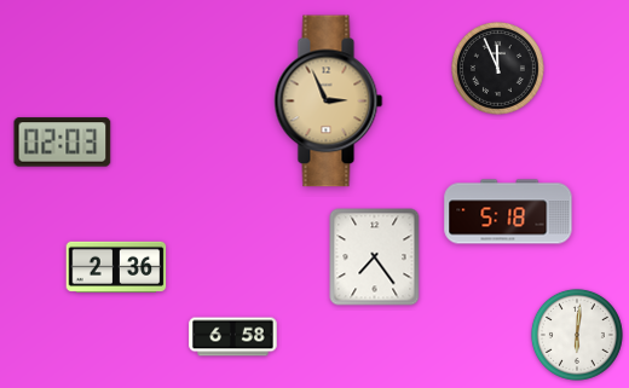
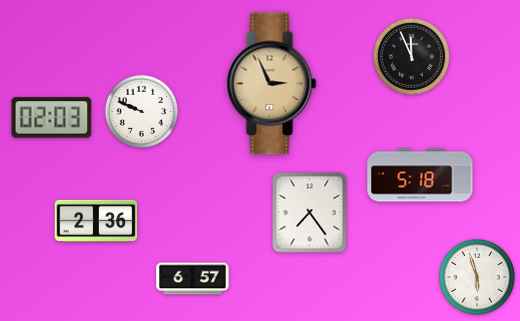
clock at (141, 111): none -> 9:49
clock at (577, 335): 6:01 -> 5:57
clock at (233, 337): 6:58 -> 6:57
